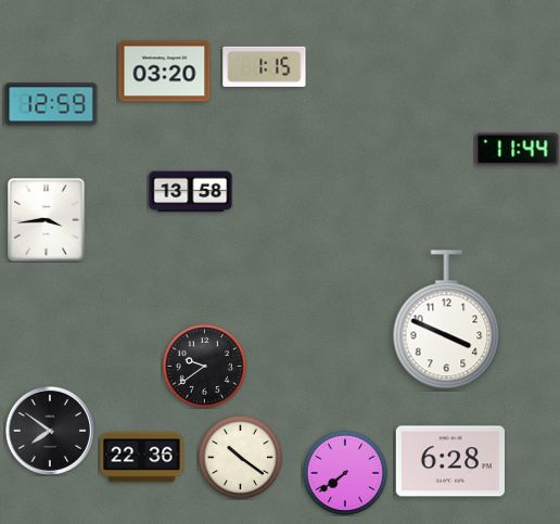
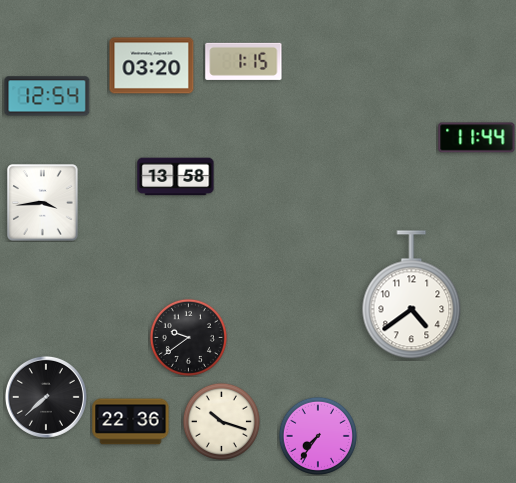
clock at (51, 104): 12:59 -> 12:54
clock at (447, 320): 3:49 -> 4:39
clock at (50, 431): 7:51 -> 7:38
clock at (240, 457): 10:21 -> 10:18
clock at (450, 461): 6:28 -> none
clock at (345, 473): 7:39 -> 7:36
